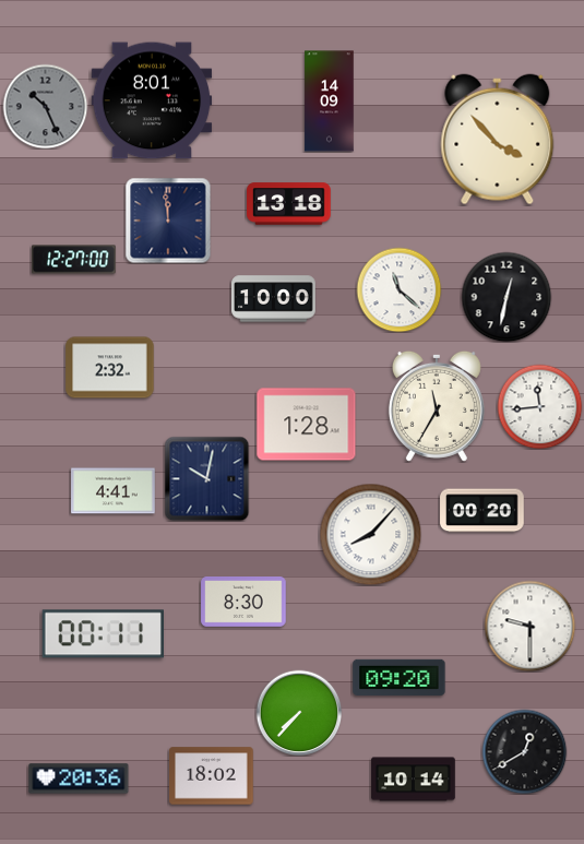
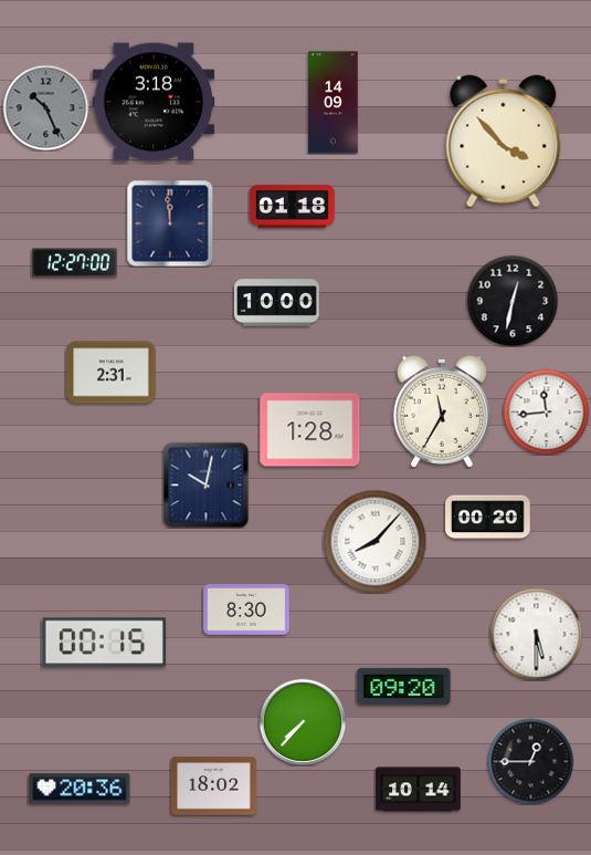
clock at (152, 100): 8:01 -> 3:18
clock at (289, 204): 13:18 -> 01:18
clock at (398, 289): 11:22 -> none
clock at (110, 368): 2:32 -> 2:31
clock at (206, 478) position: (206, 478) -> (205, 484)
clock at (114, 491): 4:41 -> none
clock at (529, 626): 9:30 -> 5:30
clock at (103, 634): 00:11 -> 00:15
clock at (524, 751): 12:40 -> 12:45
